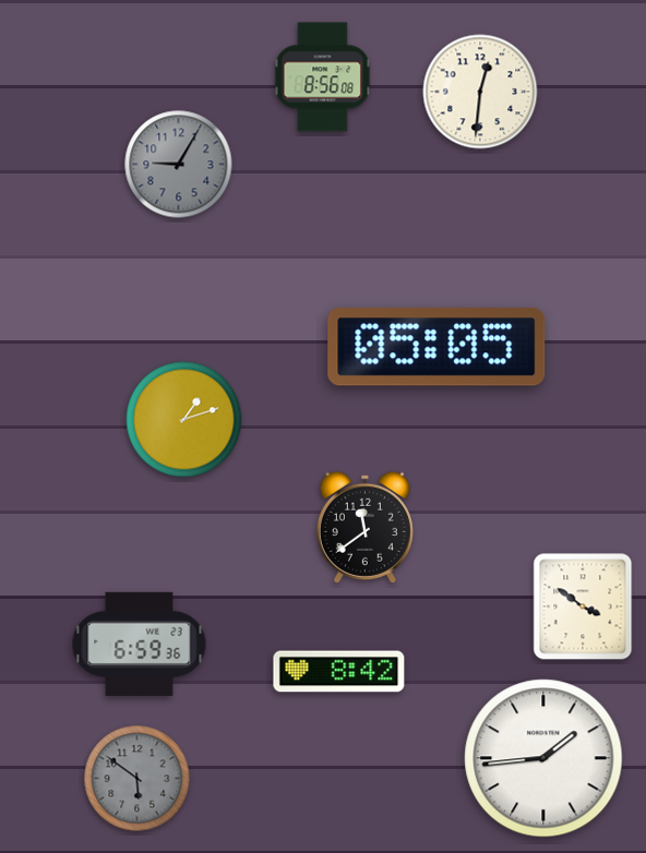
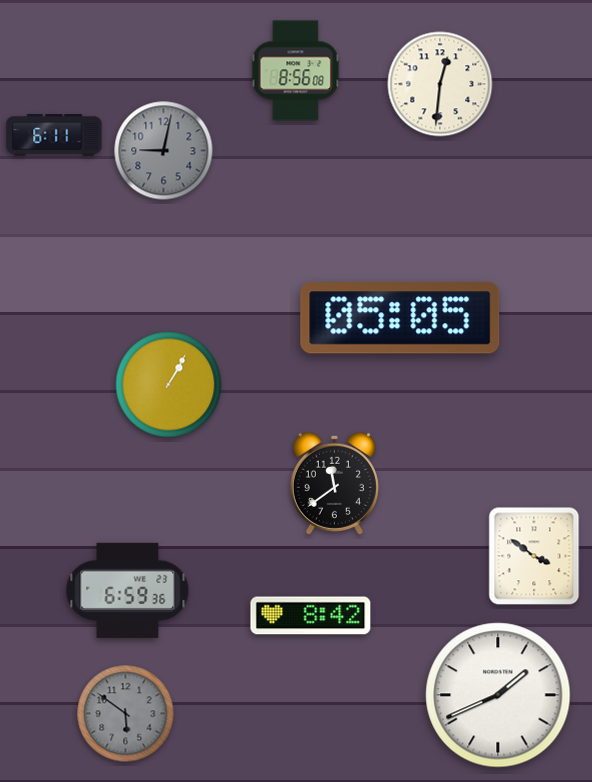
clock at (54, 135): none -> 6:11
clock at (179, 165): 9:05 -> 9:02
clock at (184, 420): 1:12 -> 1:05
clock at (543, 758): 1:44 -> 1:41
